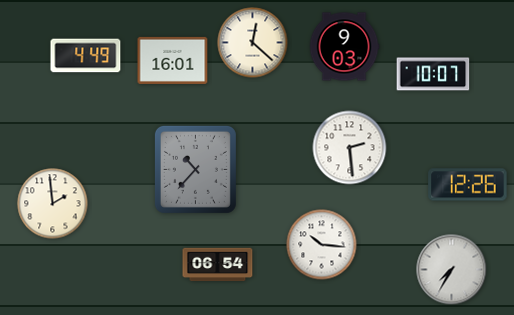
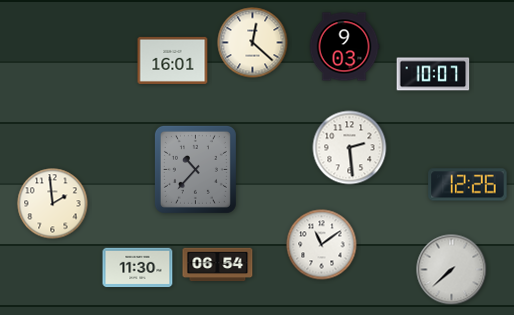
clock at (86, 56): 4:49 -> none
clock at (322, 245): 10:16 -> 11:09
clock at (138, 268): none -> 11:30
clock at (452, 270): 7:35 -> 7:38
